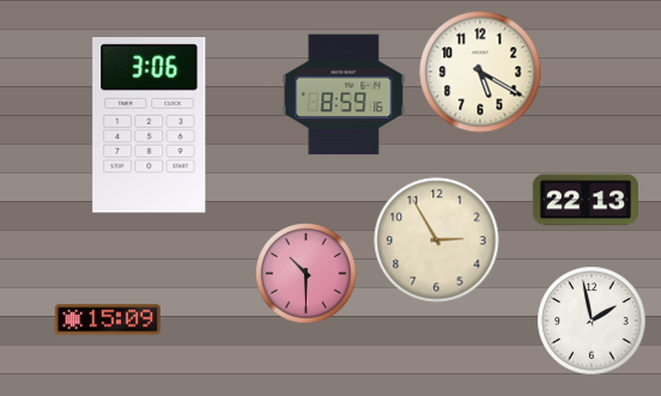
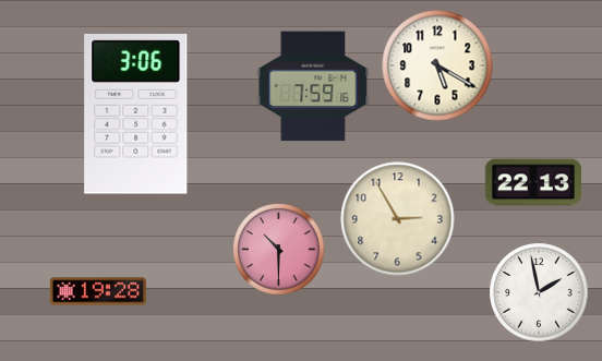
clock at (344, 95): 8:59 -> 7:59
clock at (108, 319): 15:09 -> 19:28
